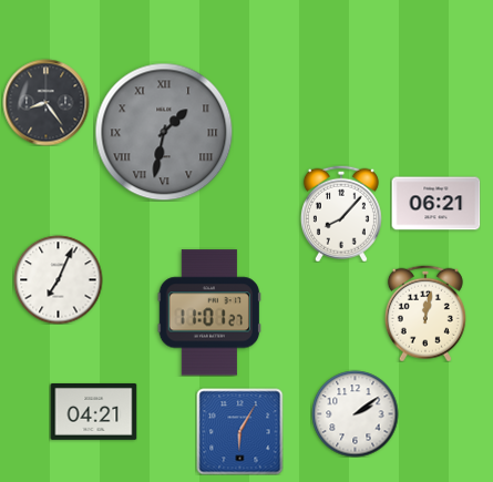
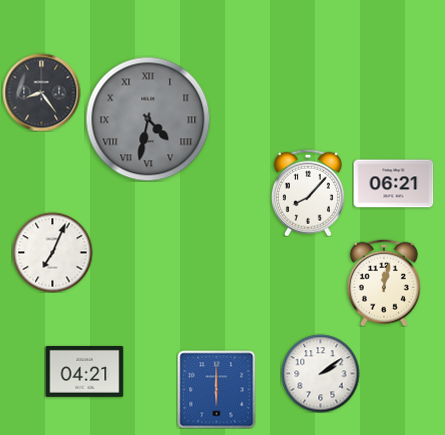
clock at (164, 132): 1:32 -> 4:32
clock at (209, 312): 11:01 -> none
clock at (239, 431): 6:05 -> 6:00
